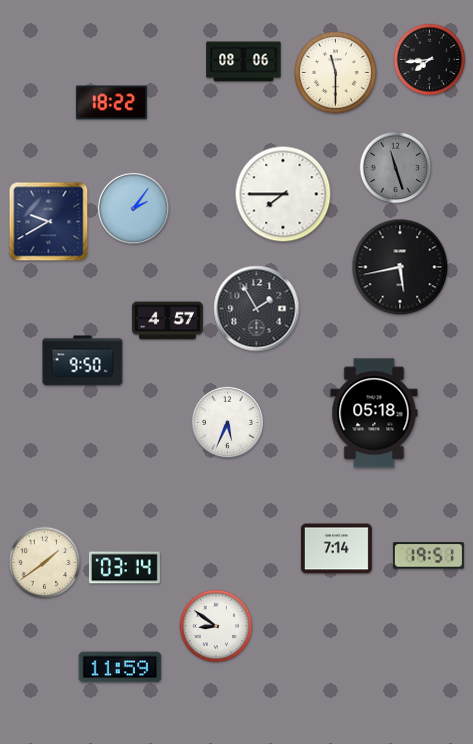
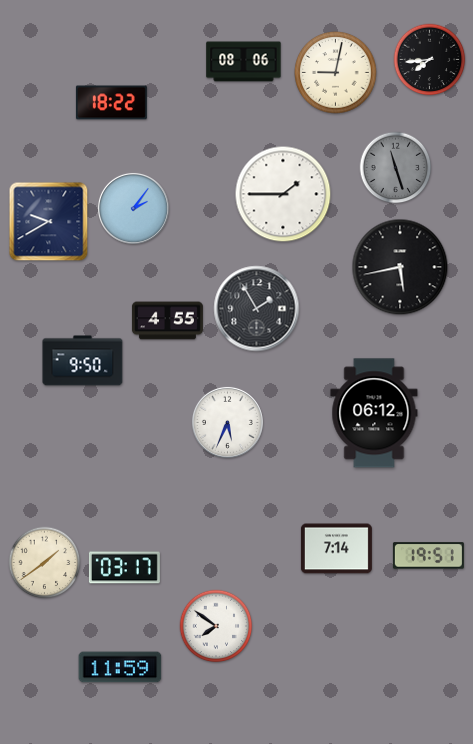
clock at (336, 73): 11:30 -> 9:02
clock at (283, 194): 7:45 -> 1:45
clock at (167, 321): 4:57 -> 4:55
clock at (374, 413): 05:18 -> 06:12
clock at (124, 568): 03:14 -> 03:17
clock at (216, 626): 8:51 -> 7:51
